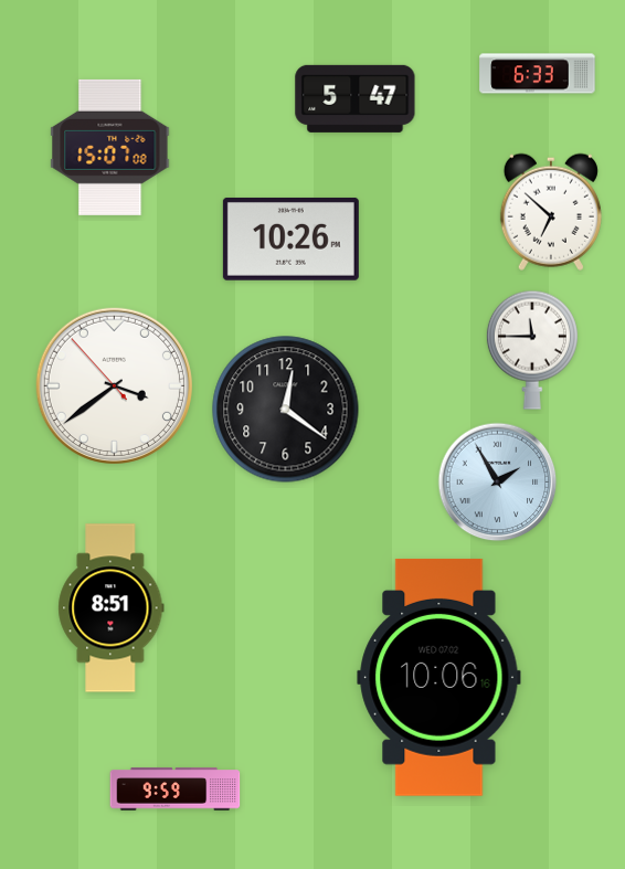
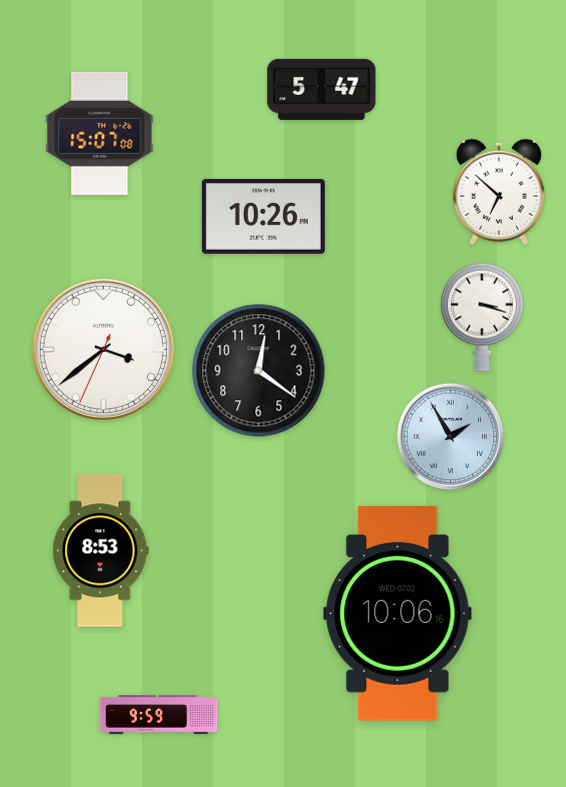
clock at (538, 74): 6:33 -> none
clock at (532, 350): 11:45 -> 3:18
clock at (114, 385): 3:38:53 -> 3:38:34
clock at (112, 608): 8:51 -> 8:53
